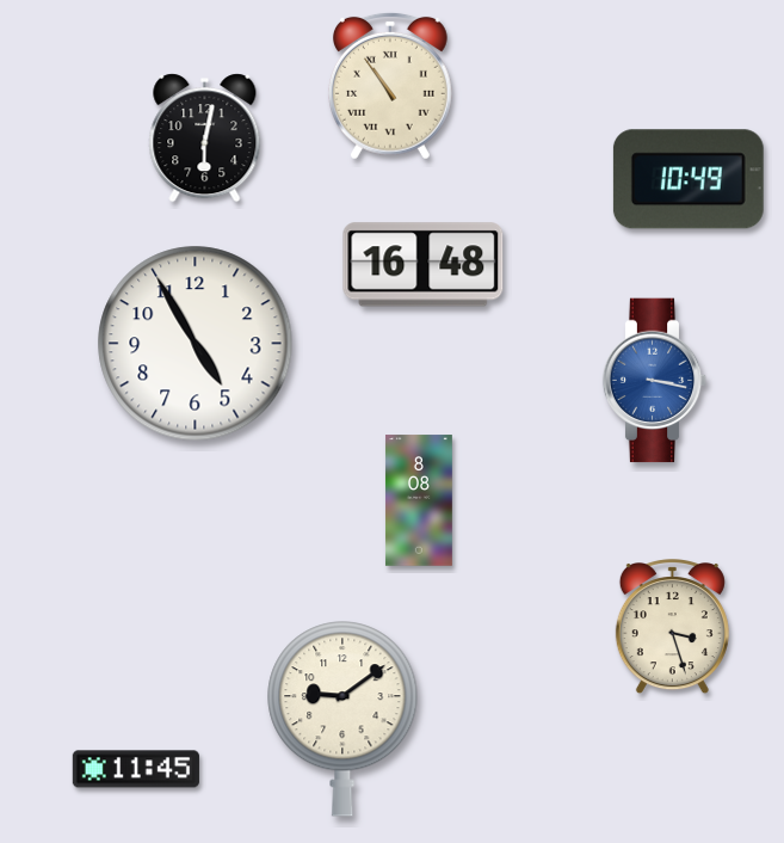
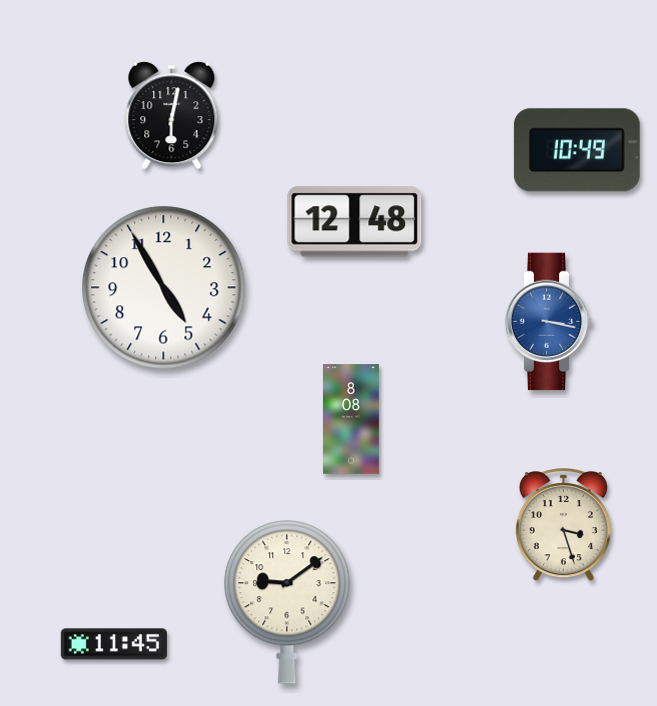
clock at (390, 86): 10:54 -> none
clock at (424, 265): 16:48 -> 12:48
clock at (655, 381) position: (655, 381) -> (549, 322)
